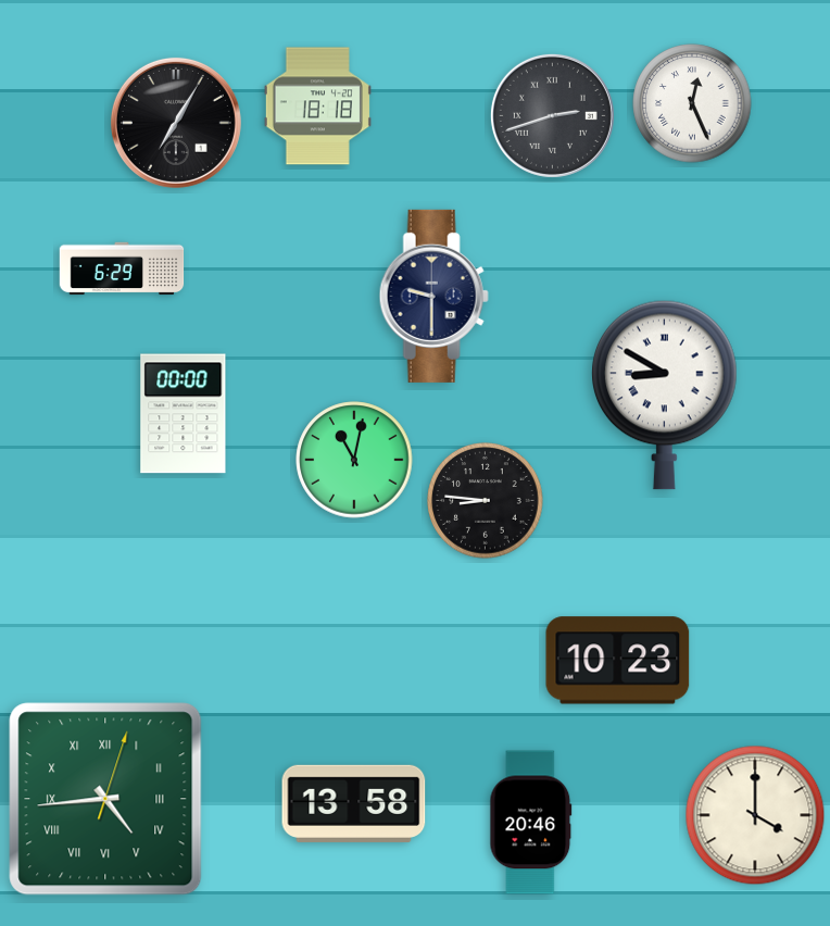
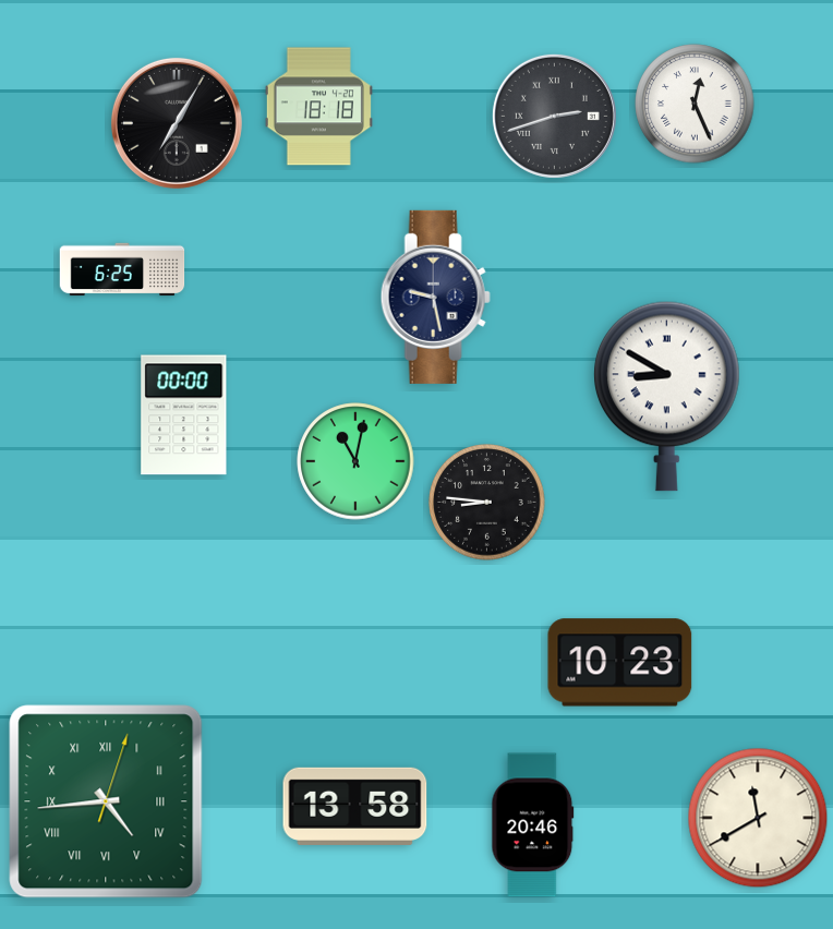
clock at (122, 268): 6:29 -> 6:25
clock at (433, 296): 9:30 -> 9:28
clock at (755, 815): 4:00 -> 11:40
